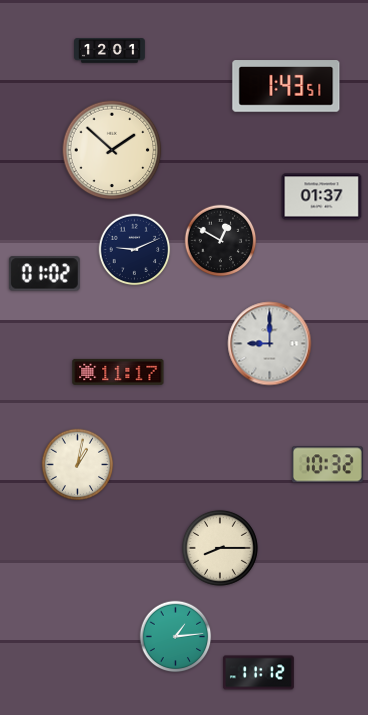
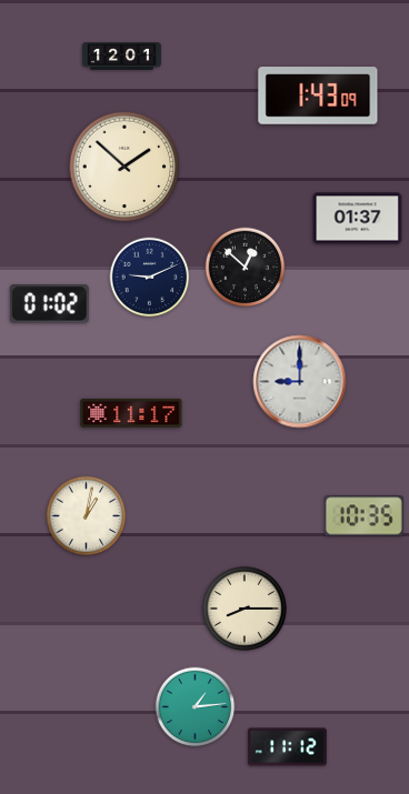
clock at (286, 86): 1:43:51 -> 1:43:09
clock at (221, 241): 12:50 -> 12:52
clock at (327, 465): 10:32 -> 10:35
